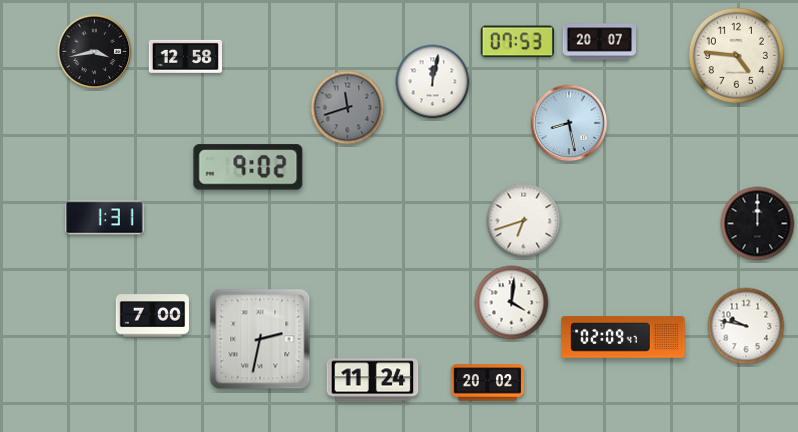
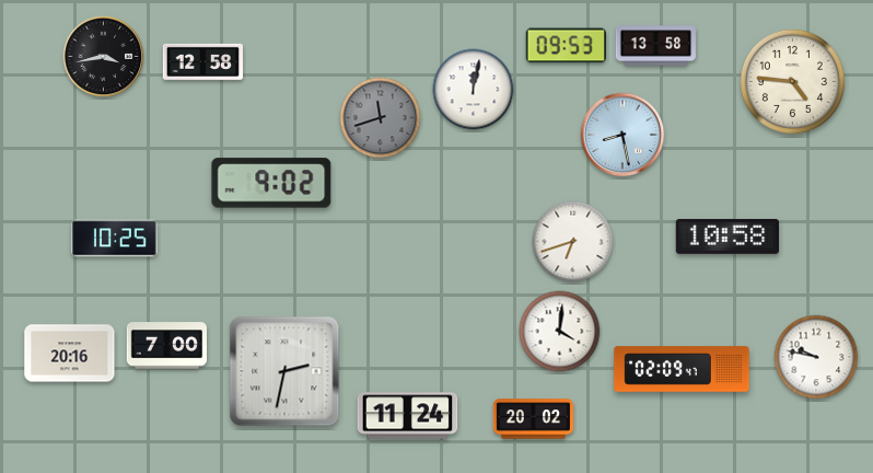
clock at (517, 42): 07:53 -> 09:53
clock at (599, 42): 20:07 -> 13:58
clock at (736, 55) position: (736, 55) -> (792, 81)
clock at (726, 236): none -> 10:58
clock at (105, 218): 1:31 -> 10:25
clock at (758, 224): 12:00 -> none
clock at (70, 354): none -> 20:16
